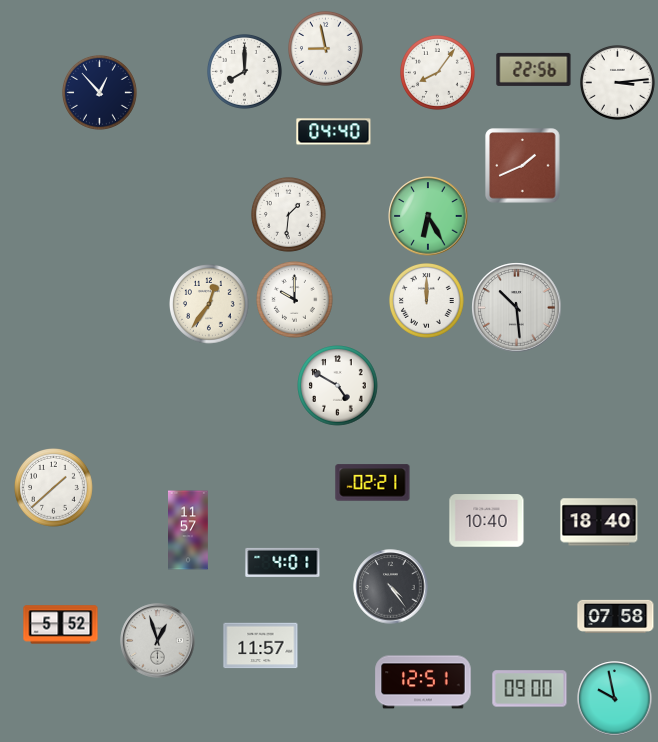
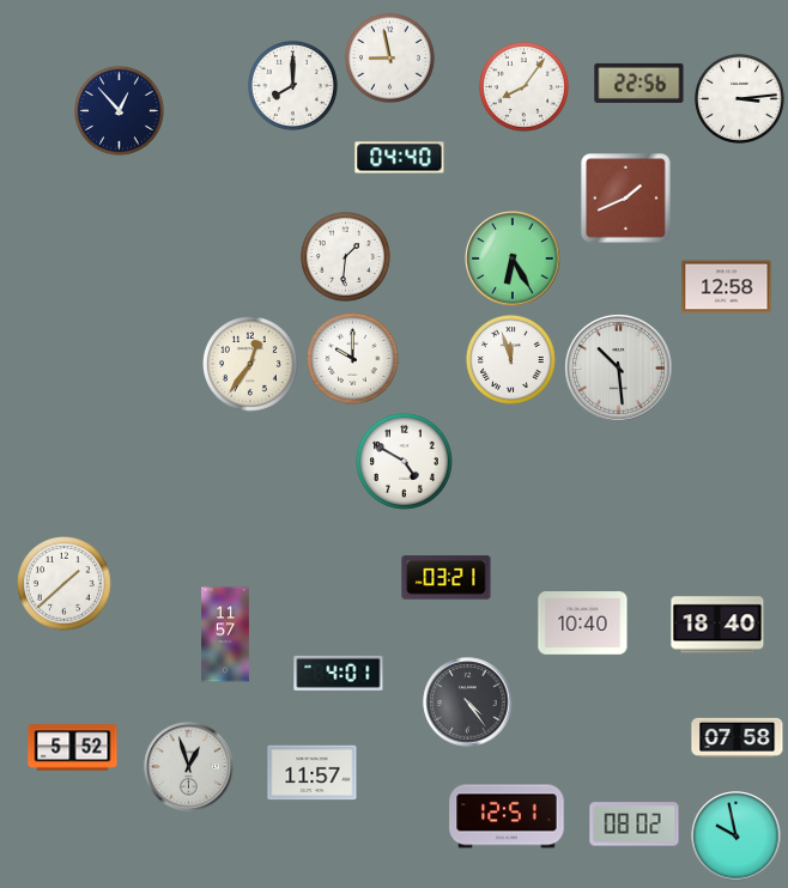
clock at (727, 287): none -> 12:58
clock at (427, 301): 12:00 -> 11:57
clock at (373, 483): 02:21 -> 03:21
clock at (530, 689): 09:00 -> 08:02
